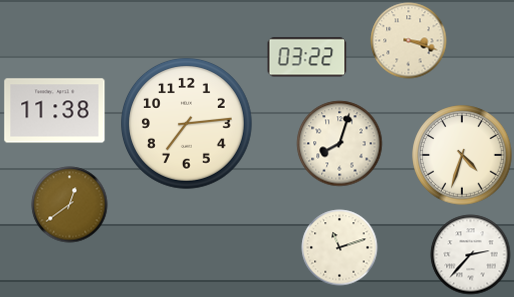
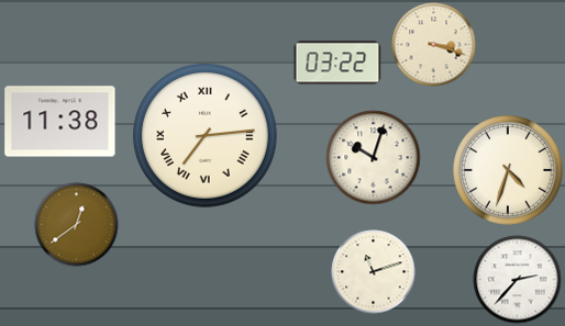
clock at (409, 41) position: (409, 41) -> (434, 45)
clock at (186, 123) numerals: Arabic -> Roman
clock at (340, 144): 8:03 -> 10:03
